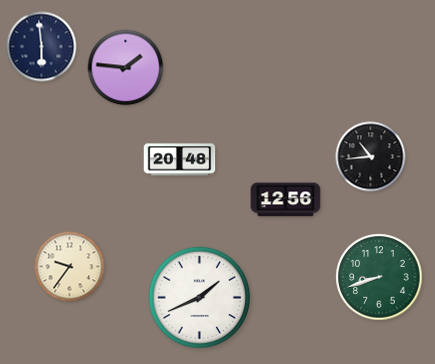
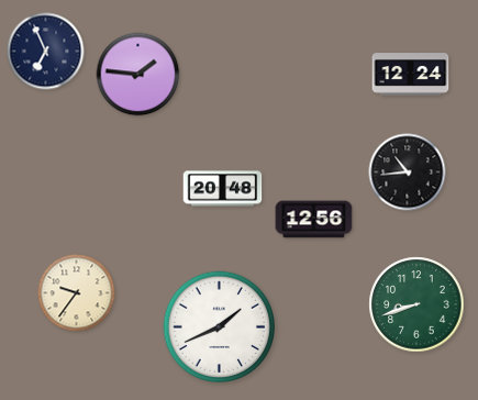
clock at (42, 47): 5:59 -> 6:56
clock at (411, 75): none -> 12:24
clock at (180, 160) position: (180, 160) -> (223, 189)
